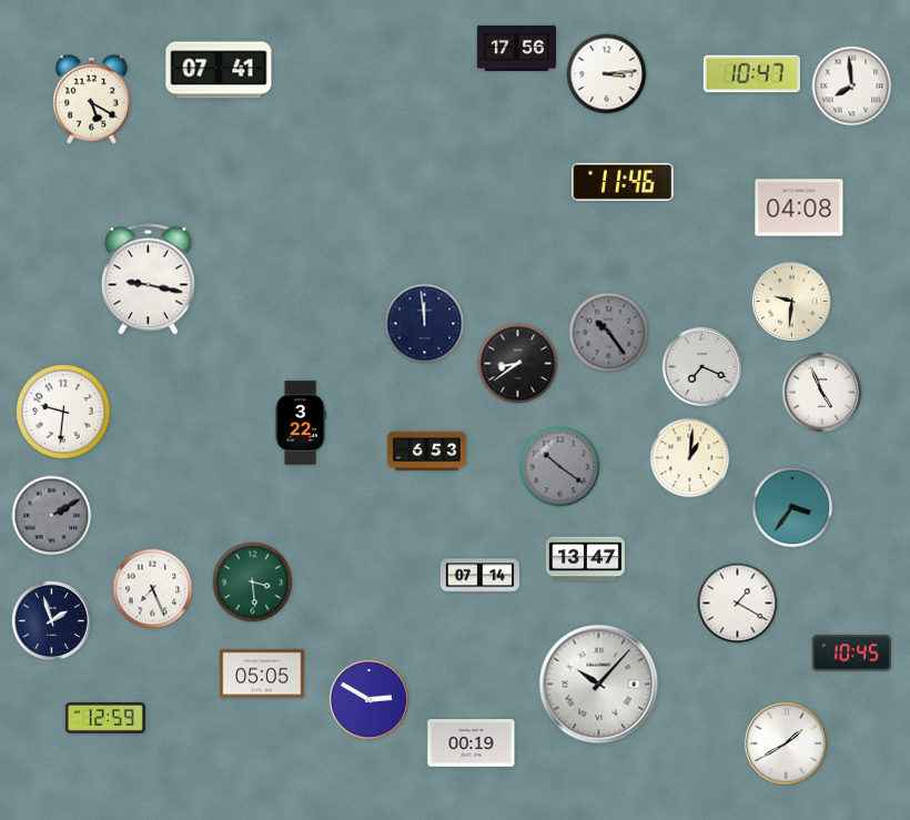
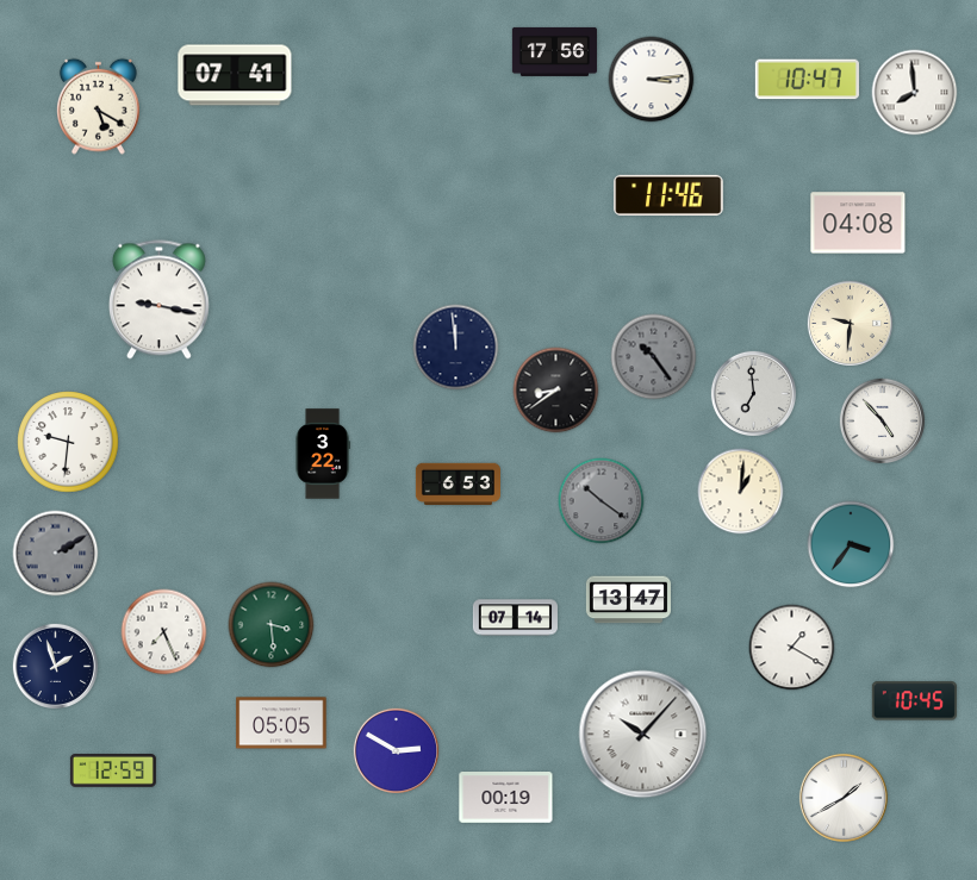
clock at (701, 366): 7:19 -> 6:59
clock at (821, 392): 4:56 -> 4:53
